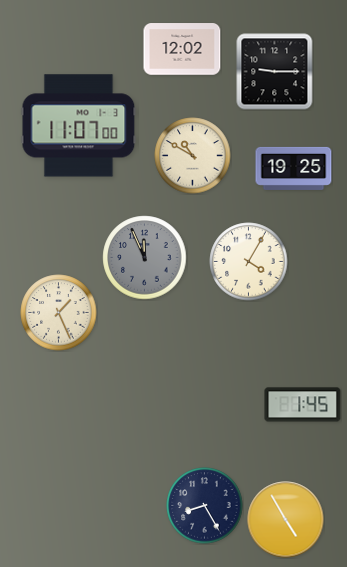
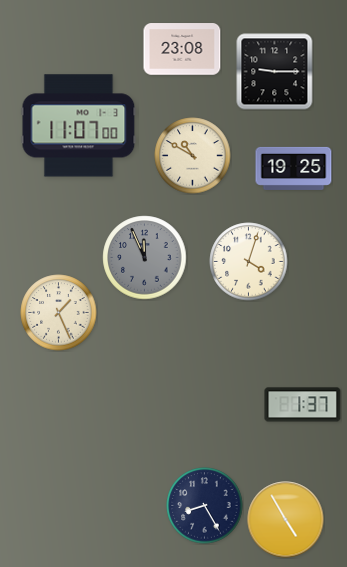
clock at (182, 49): 12:02 -> 23:08
clock at (249, 262): 4:05 -> 4:03
clock at (303, 405): 1:45 -> 1:37
